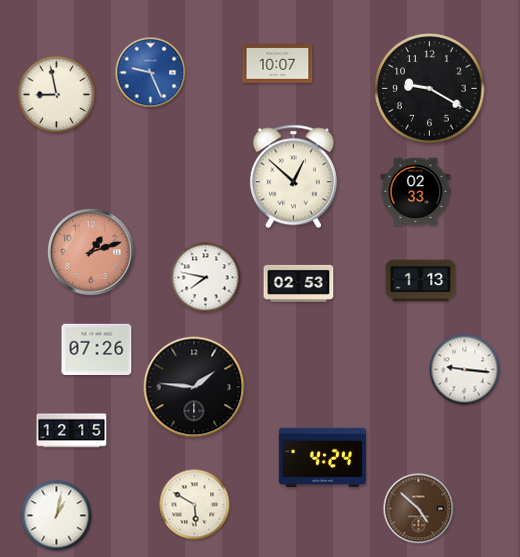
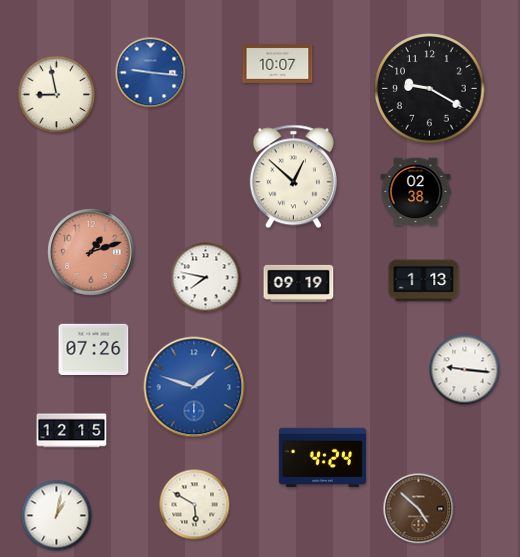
clock at (151, 73): 9:26 -> 9:16
clock at (416, 192): 02:33 -> 02:38
clock at (421, 281) position: (421, 281) -> (424, 281)
clock at (299, 283): 02:53 -> 09:19
clock at (97, 349) position: (97, 349) -> (94, 349)
clock at (194, 387): 1:46 -> 1:48
clock at (194, 387) dial: black -> blue
